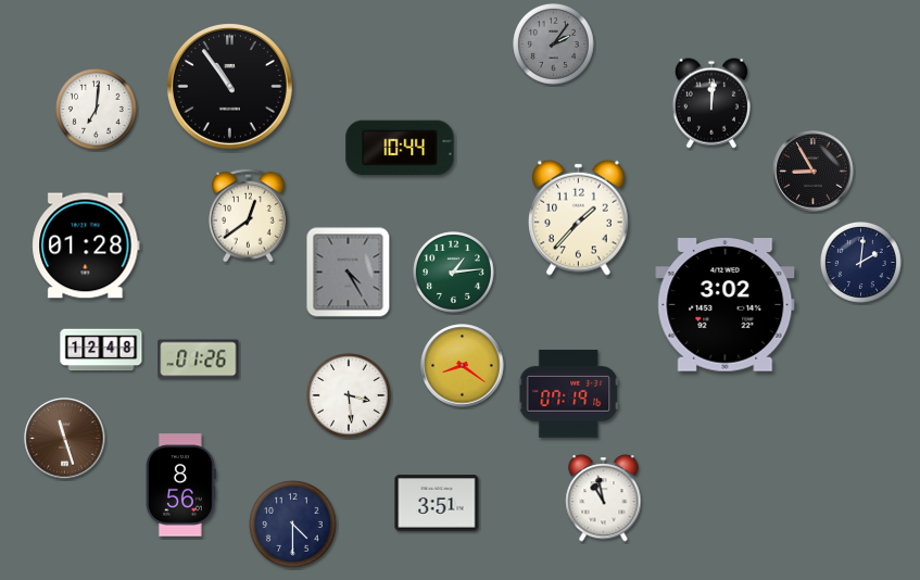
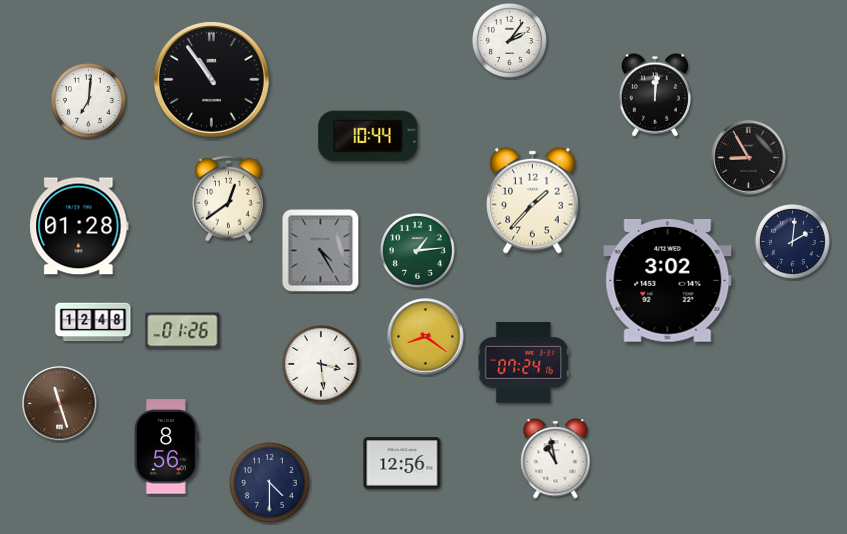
clock at (554, 45) dial: grey -> white
clock at (569, 393): 07:19 -> 07:24
clock at (437, 503): 3:51 -> 12:56
